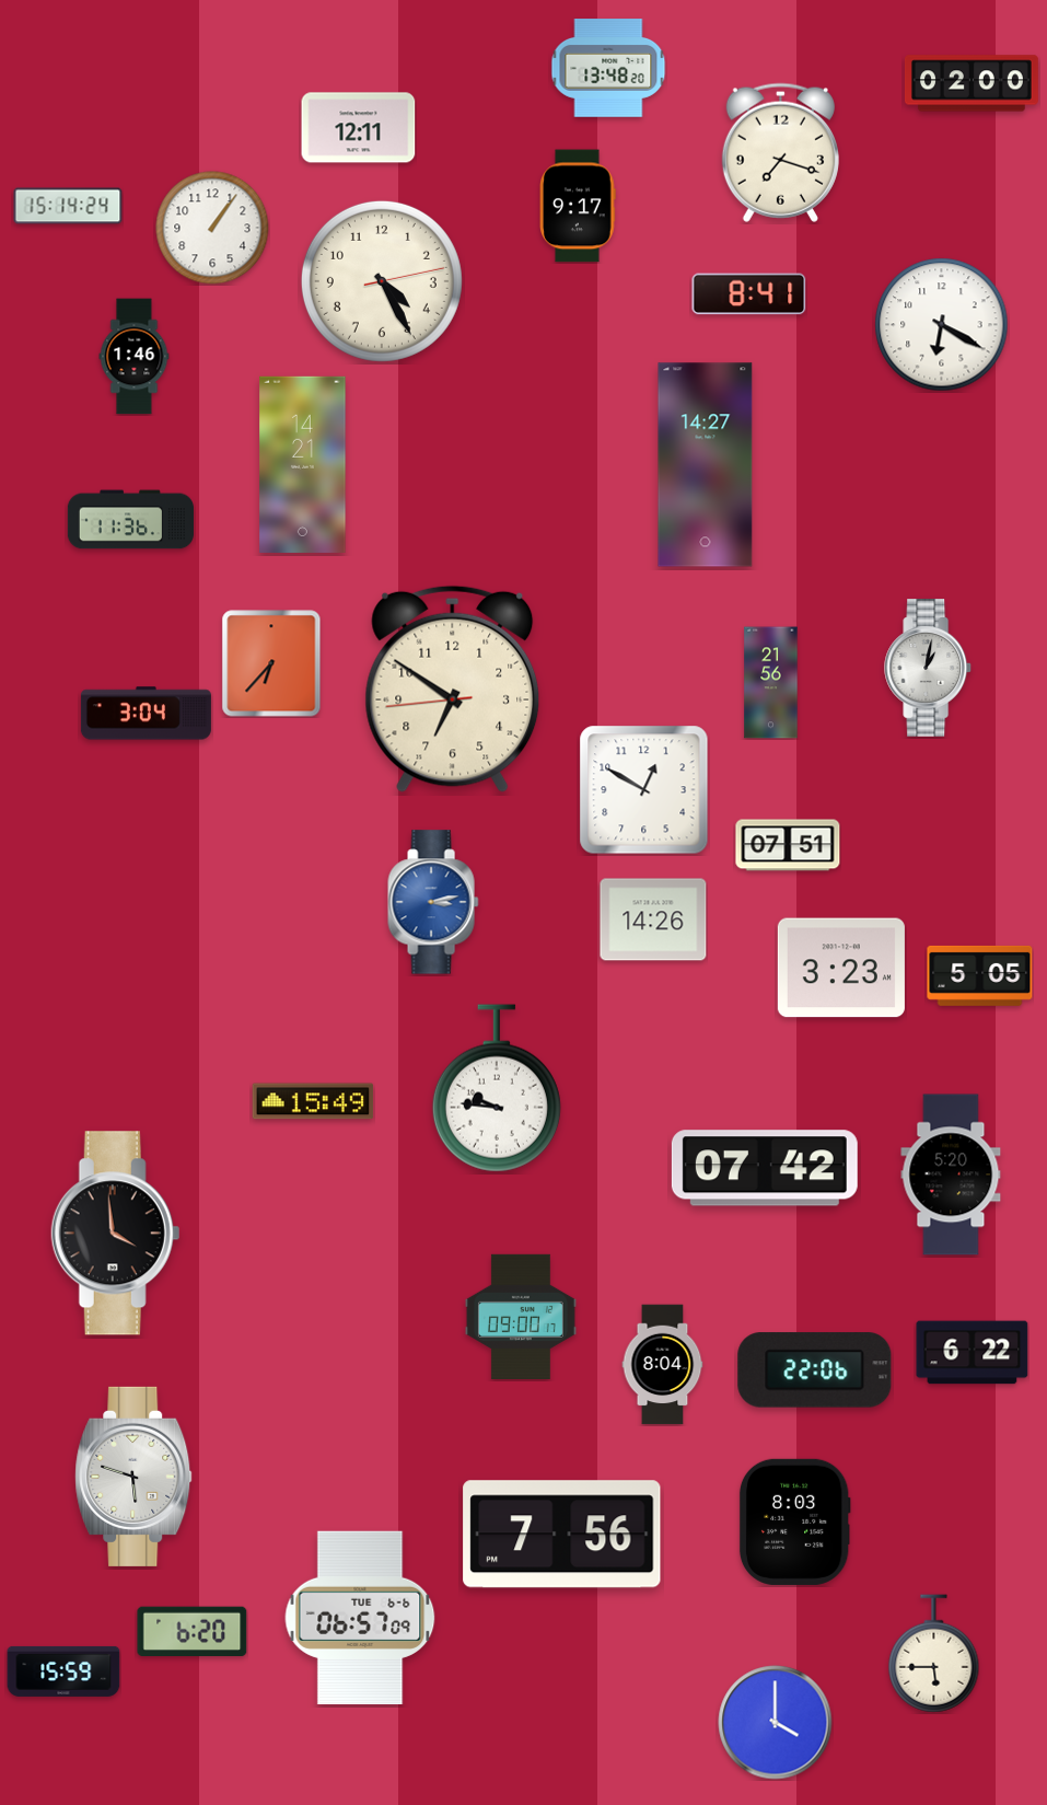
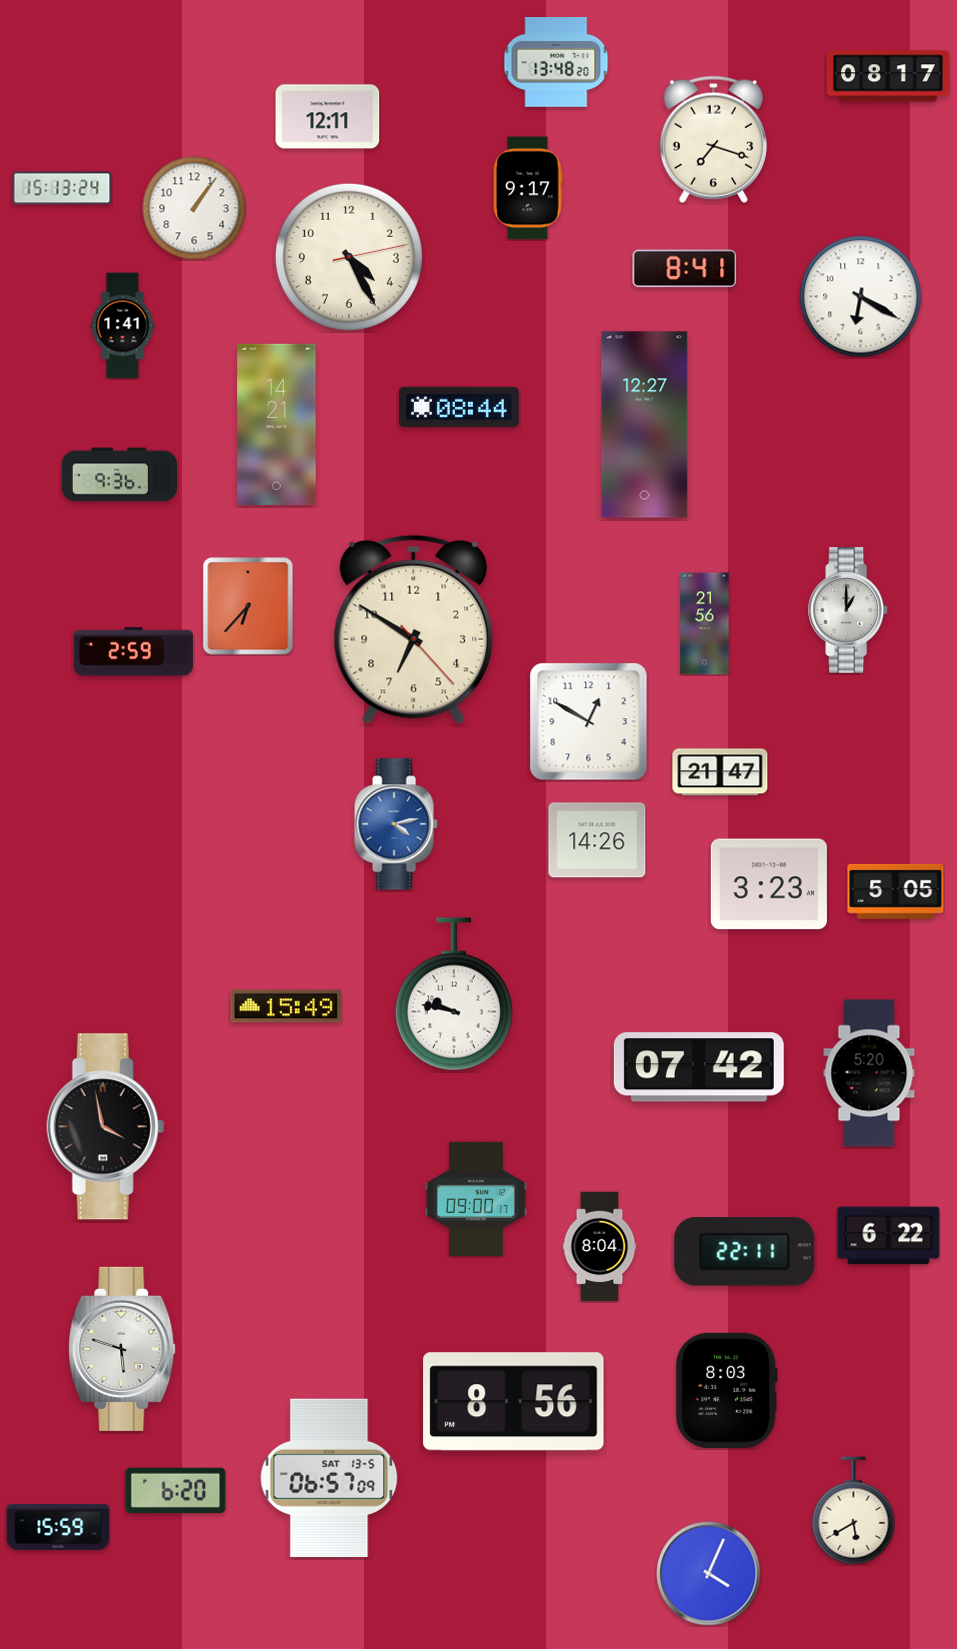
clock at (972, 83): 02:00 -> 08:17
clock at (68, 206): 15:14 -> 15:13
clock at (135, 357): 1:46 -> 1:41
clock at (459, 406): none -> 08:44
clock at (706, 465): 14:27 -> 12:27
clock at (130, 520): 11:36 -> 9:36
clock at (929, 668): 1:02 -> 1:00
clock at (453, 689): 6:50:44 -> 6:50:23
clock at (146, 714): 3:04 -> 2:59
clock at (788, 845): 07:51 -> 21:47
clock at (433, 902): 3:13 -> 4:13
clock at (497, 1088): 9:46 -> 9:47
clock at (116, 1234): 3:59 -> 3:58
clock at (521, 1316) position: (521, 1316) -> (476, 1198)
clock at (663, 1365) position: (663, 1365) -> (600, 1247)
clock at (815, 1370): 22:06 -> 22:11
clock at (562, 1535): 7:56 -> 8:56
clock at (360, 1617) date: TUE 6-6 -> SAT 13-5
clock at (934, 1654): 5:45 -> 5:40
clock at (776, 1723): 4:00 -> 4:04
